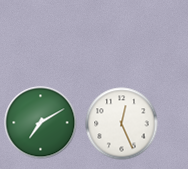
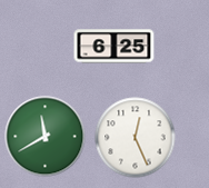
clock at (115, 47): none -> 6:25
clock at (41, 123): 7:10 -> 11:40
